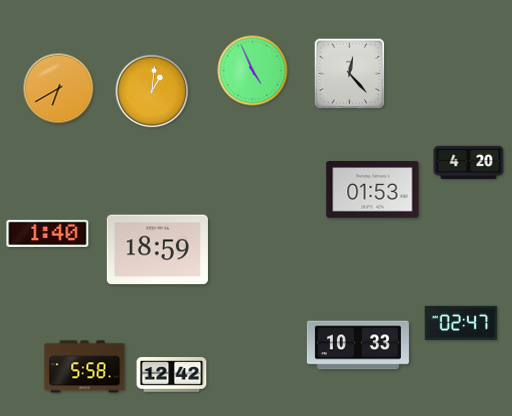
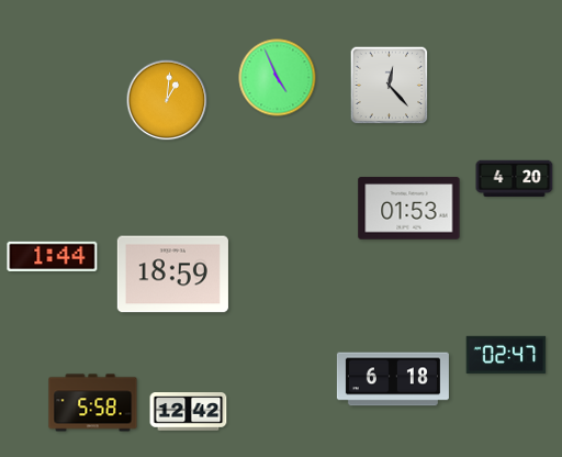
clock at (350, 74) position: (350, 74) -> (390, 86)
clock at (59, 89): 6:40 -> none
clock at (48, 233): 1:40 -> 1:44
clock at (358, 345): 10:33 -> 6:18
